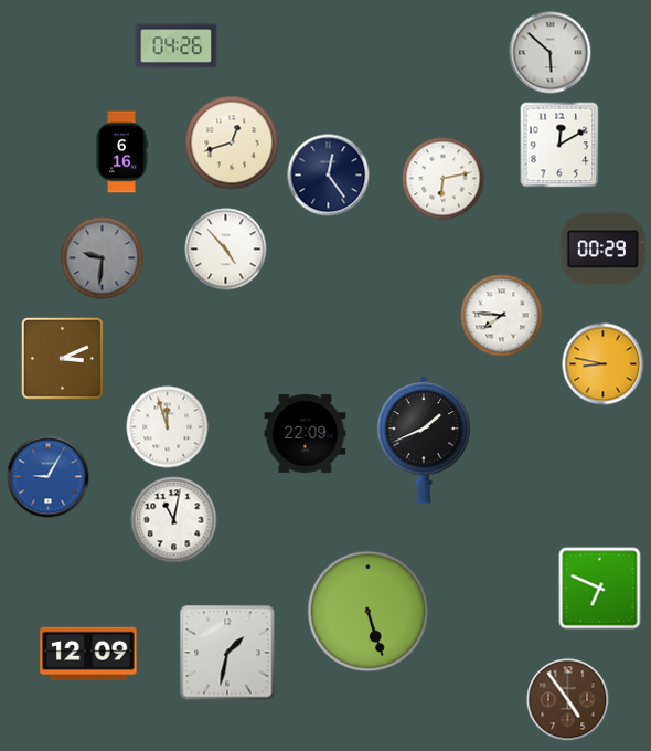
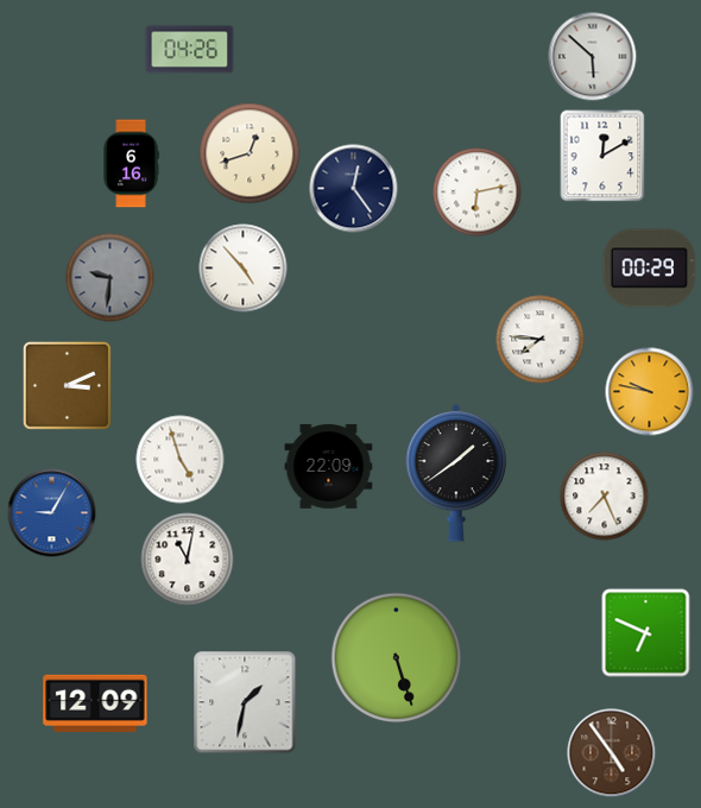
clock at (604, 364): 8:47 -> 9:47
clock at (168, 427): 11:57 -> 4:57
clock at (424, 440): 1:41 -> 1:39
clock at (605, 497): none -> 7:26
